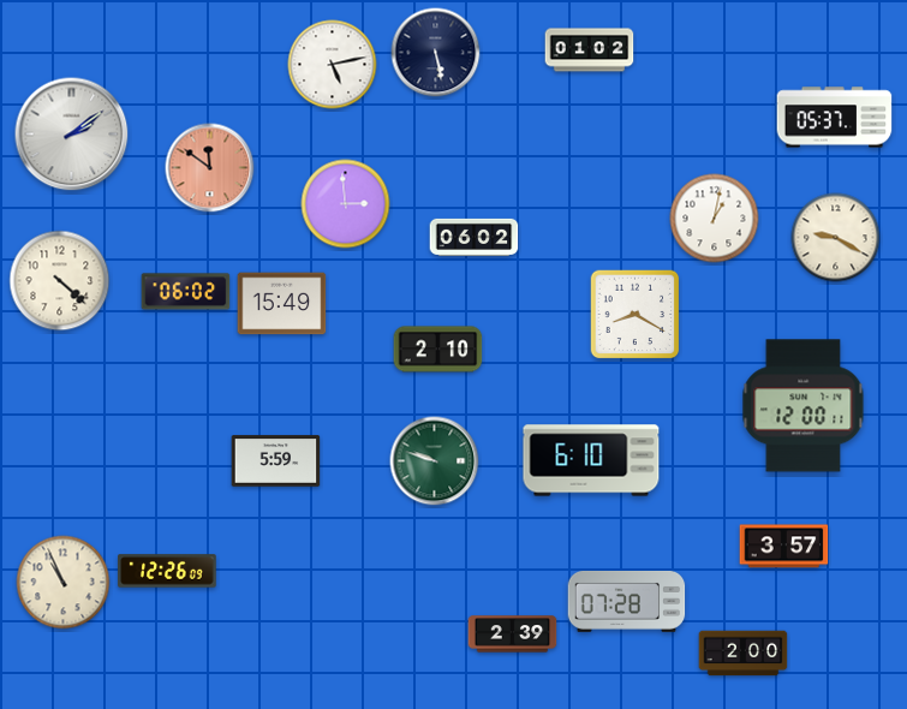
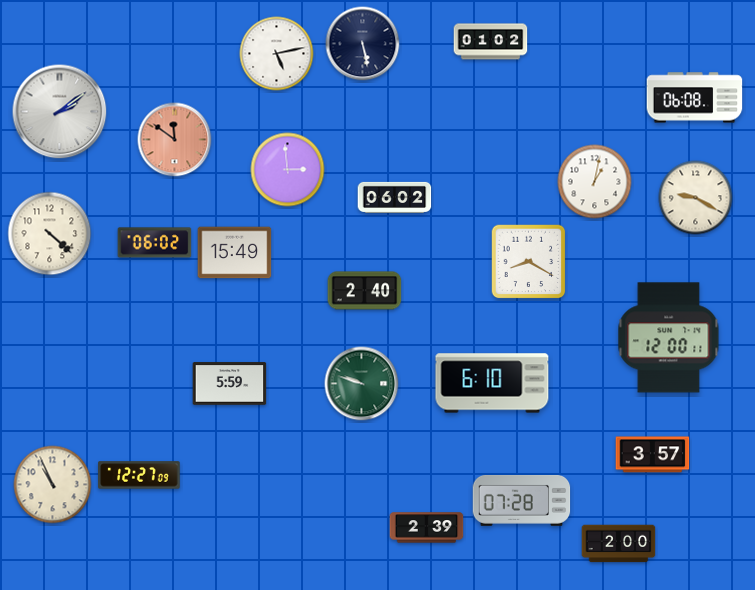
clock at (835, 118): 05:37 -> 06:08
clock at (438, 350): 2:10 -> 2:40
clock at (167, 571): 12:26 -> 12:27
